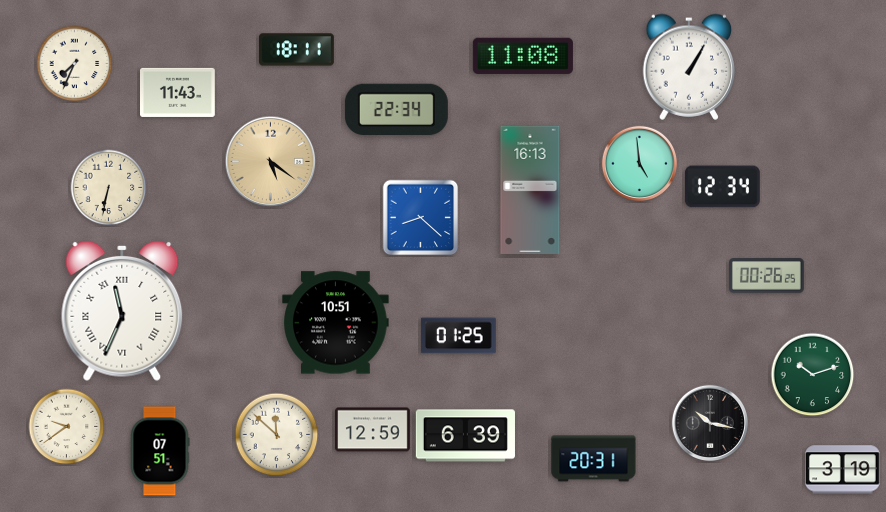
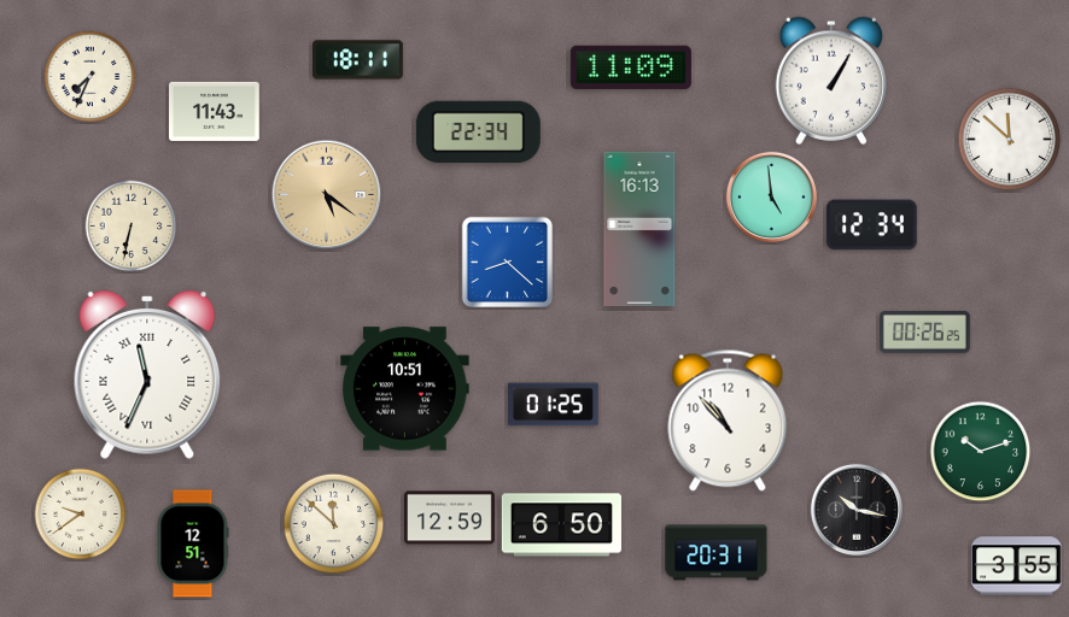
clock at (523, 56): 11:08 -> 11:09
clock at (1010, 140): none -> 11:52
clock at (728, 421): none -> 10:53
clock at (465, 436): 6:39 -> 6:50
clock at (160, 451): 07:51 -> 12:51
clock at (842, 470): 3:19 -> 3:55
